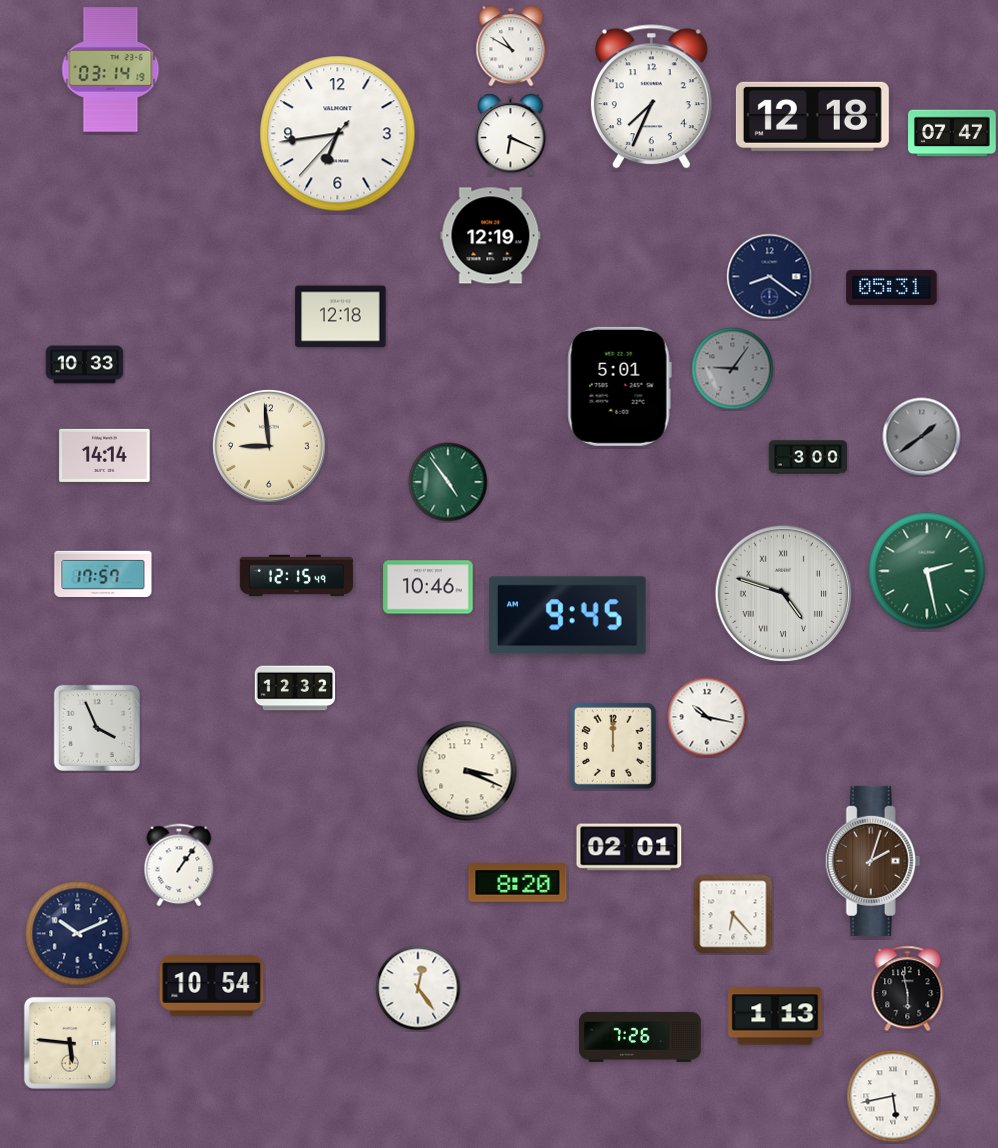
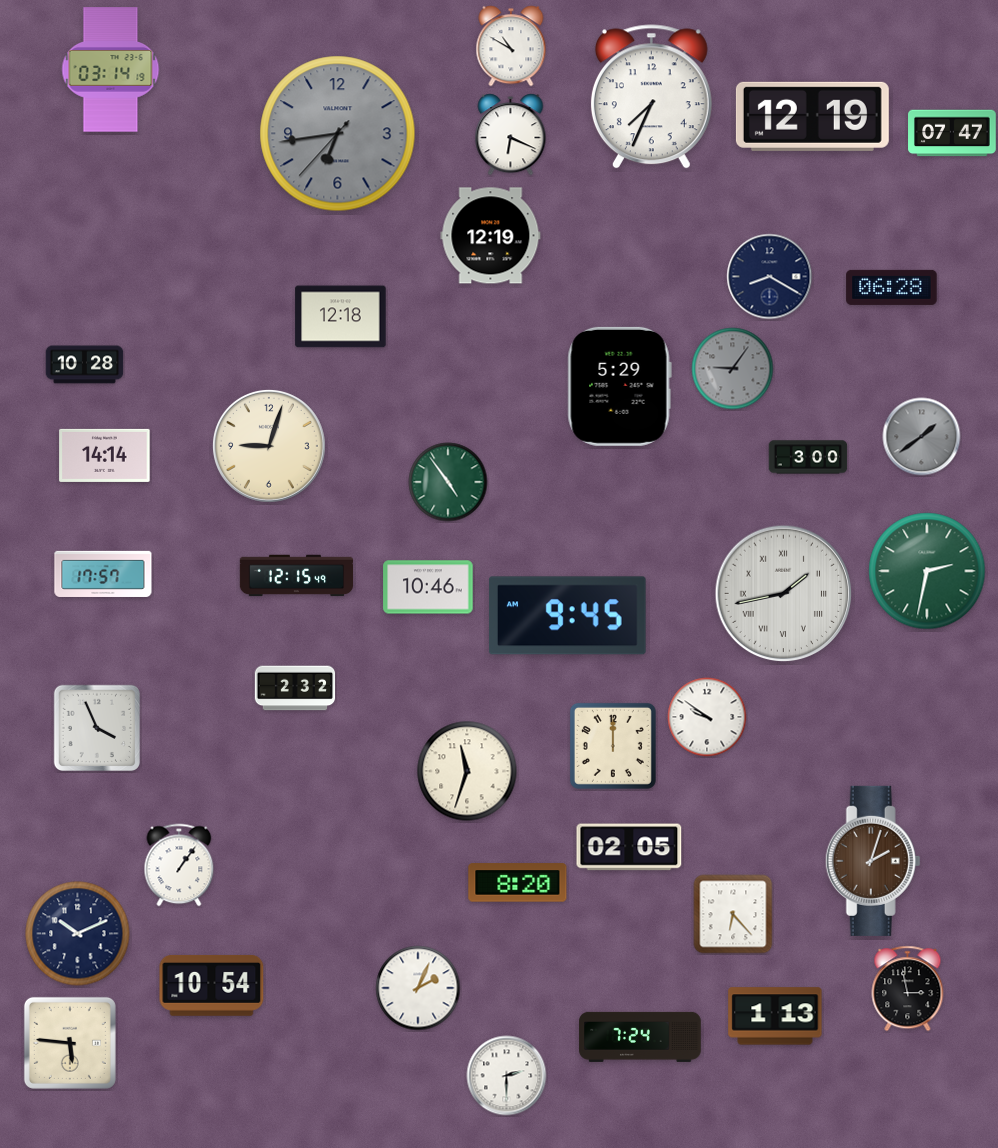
clock at (812, 116): 12:18 -> 12:19
clock at (338, 134) dial: white -> grey
clock at (770, 277): 8:21 -> 8:20
clock at (892, 287): 05:31 -> 06:28
clock at (85, 365): 10:33 -> 10:28
clock at (619, 386): 5:01 -> 5:29
clock at (269, 446): 8:59 -> 9:03
clock at (927, 571): 2:28 -> 2:32
clock at (784, 594): 4:48 -> 1:43
clock at (295, 688): 12:32 -> 2:32
clock at (707, 717): 10:17 -> 9:51
clock at (467, 771): 3:19 -> 11:33
clock at (629, 847): 02:01 -> 02:05
clock at (418, 988): 12:24 -> 2:04
clock at (908, 989): 5:58 -> 2:58
clock at (640, 1037): 7:26 -> 7:24
clock at (507, 1076): none -> 2:30
clock at (893, 1096): 5:43 -> none
